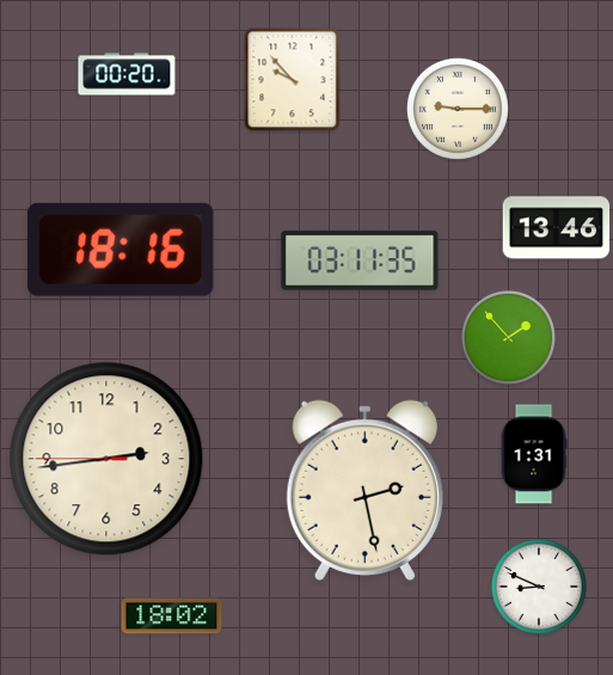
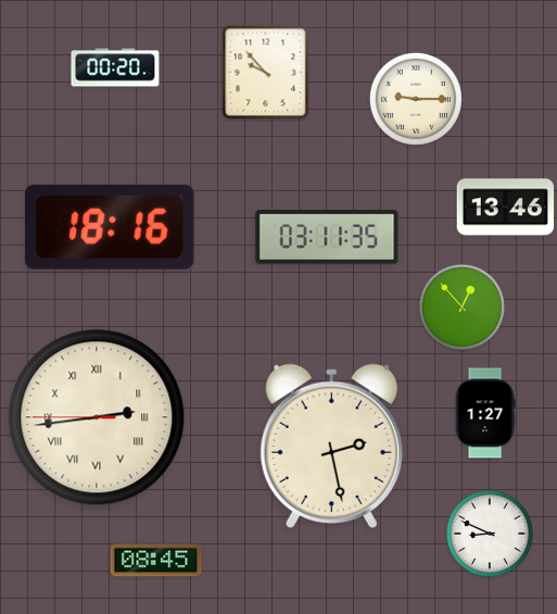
clock at (508, 337): 1:53 -> 12:53
clock at (534, 454): 1:31 -> 1:27
clock at (106, 459) numerals: Arabic -> Roman
clock at (172, 616): 18:02 -> 08:45
